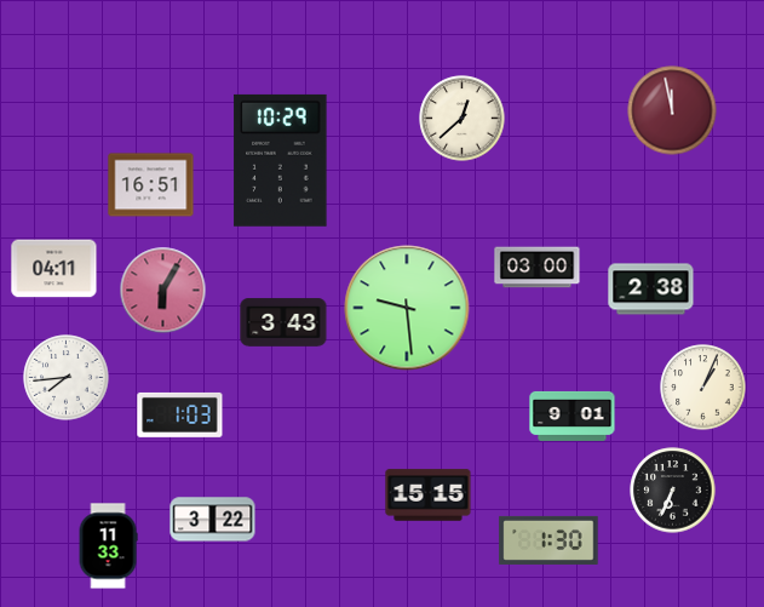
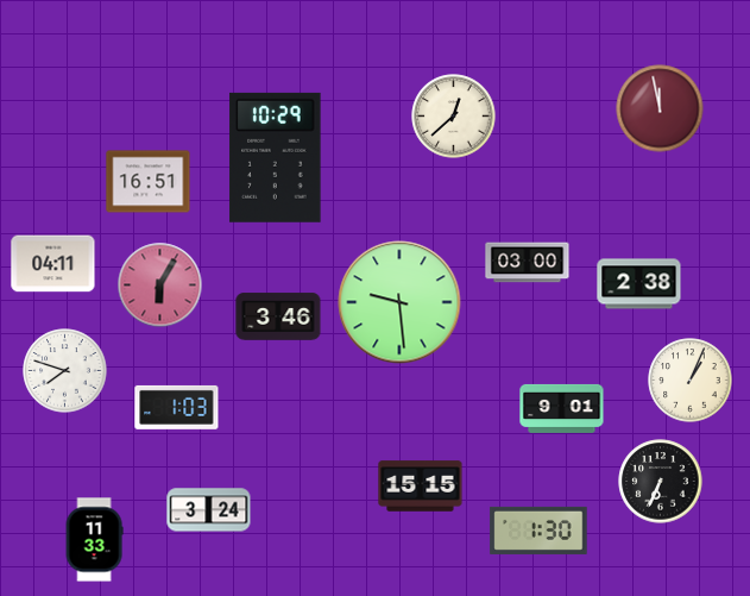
clock at (283, 322): 3:43 -> 3:46
clock at (67, 378): 7:44 -> 7:48
clock at (213, 520): 3:22 -> 3:24
clock at (108, 546) position: (108, 546) -> (94, 540)
